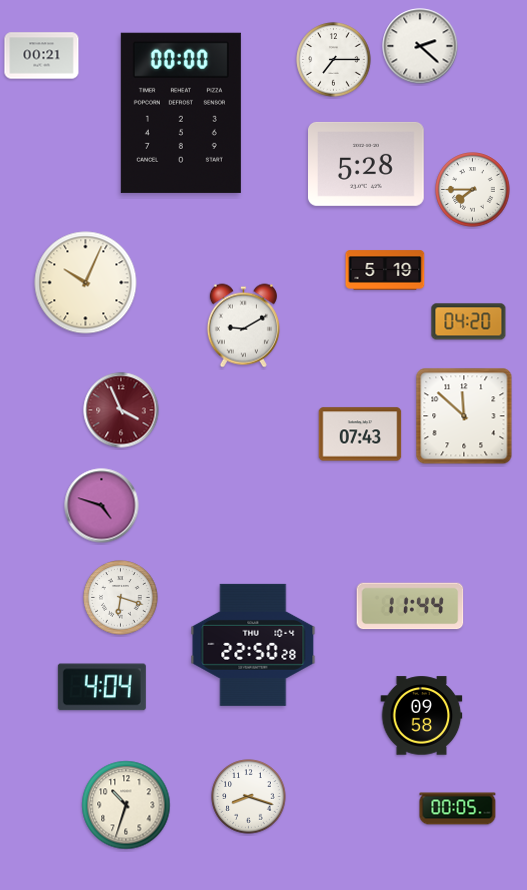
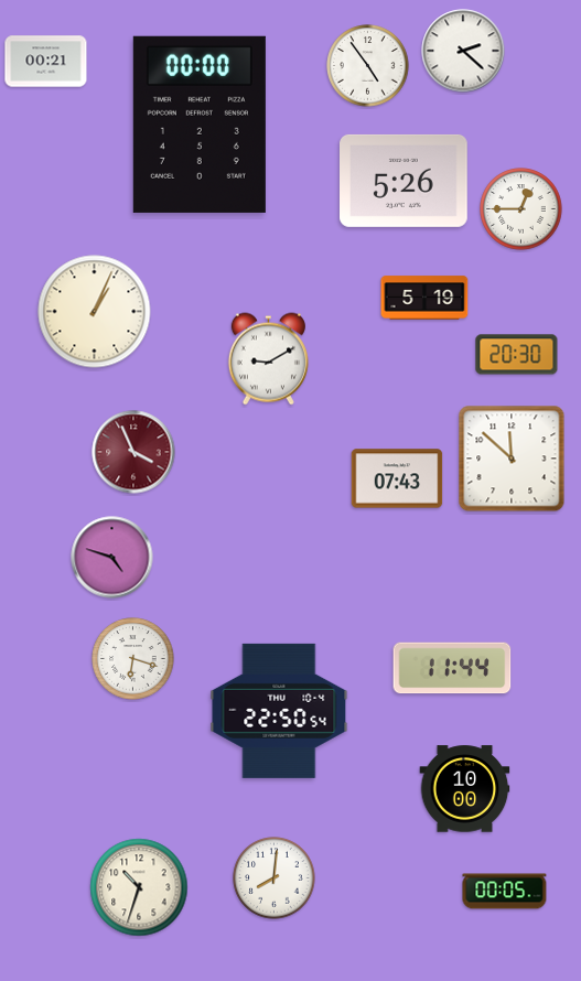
clock at (334, 60): 7:15 -> 4:54
clock at (367, 164): 5:28 -> 5:26
clock at (473, 190): 7:45 -> 12:45
clock at (86, 283): 10:04 -> 1:04
clock at (469, 322): 04:20 -> 20:30
clock at (253, 645): 22:50:28 -> 22:50:54
clock at (102, 687): 4:04 -> none
clock at (422, 716): 09:58 -> 10:00
clock at (249, 797): 8:18 -> 8:01
